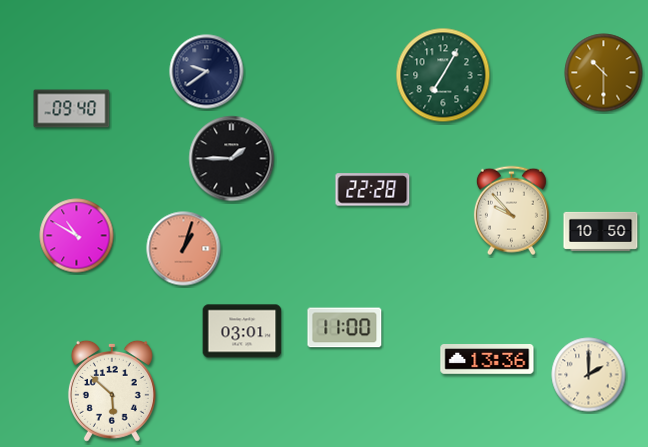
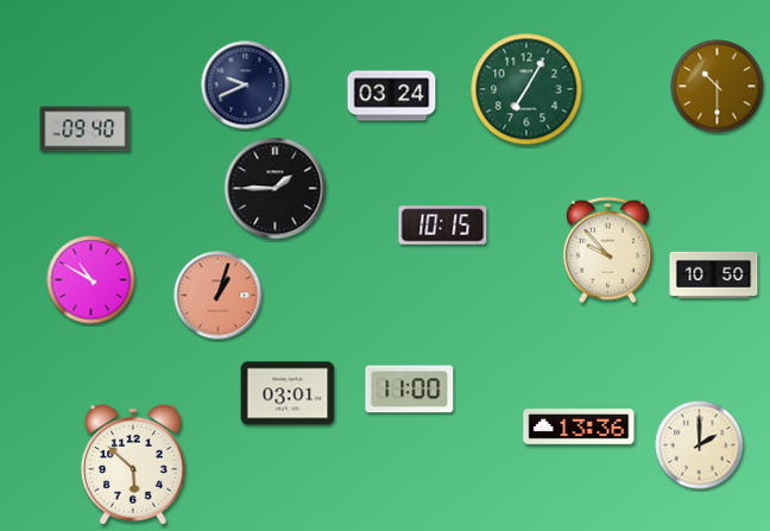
clock at (207, 72): 9:39 -> 9:41
clock at (392, 96): none -> 03:24
clock at (373, 190): 22:28 -> 10:15
